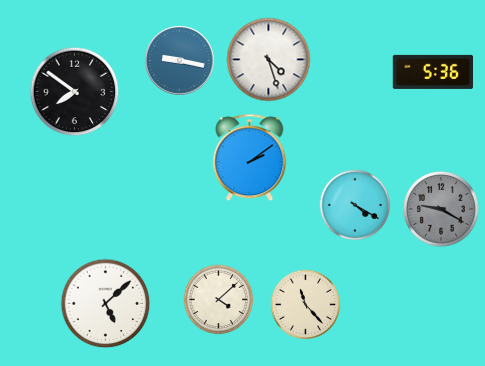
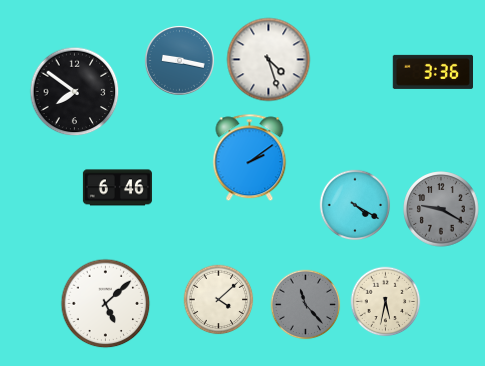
clock at (432, 72): 5:36 -> 3:36
clock at (117, 188): none -> 6:46
clock at (386, 302): none -> 5:32
clock at (306, 305) dial: cream -> grey
